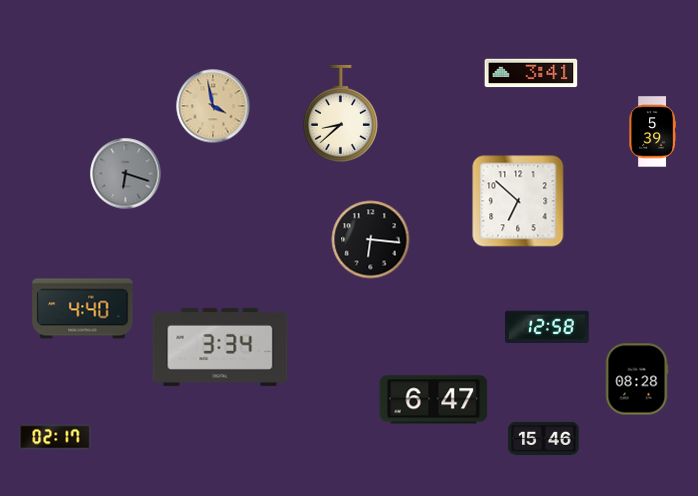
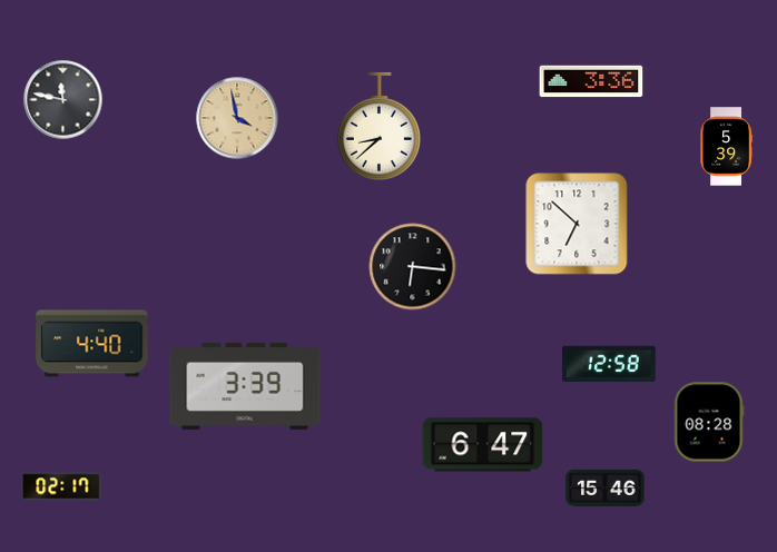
clock at (531, 73): 3:41 -> 3:36
clock at (63, 100): none -> 11:47
clock at (126, 174): 6:18 -> none
clock at (220, 347): 3:34 -> 3:39
